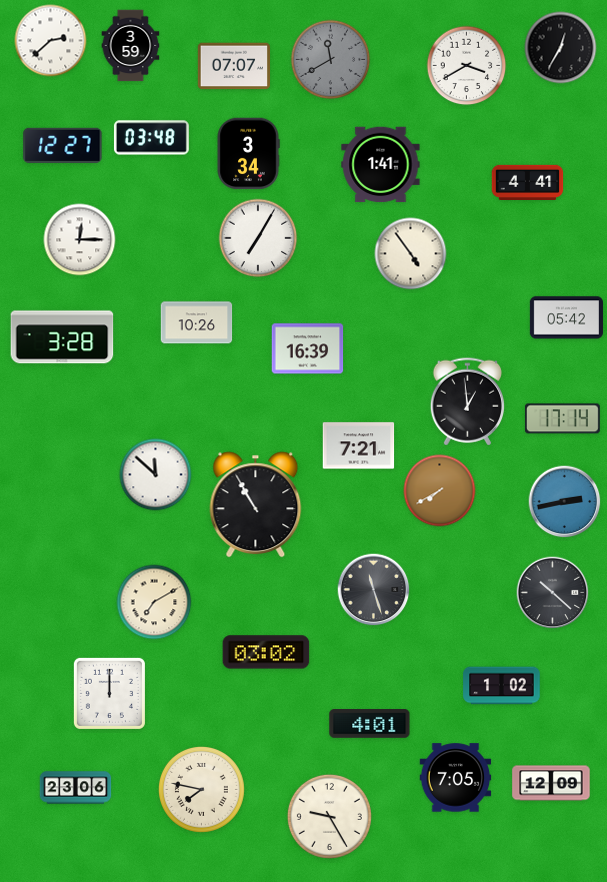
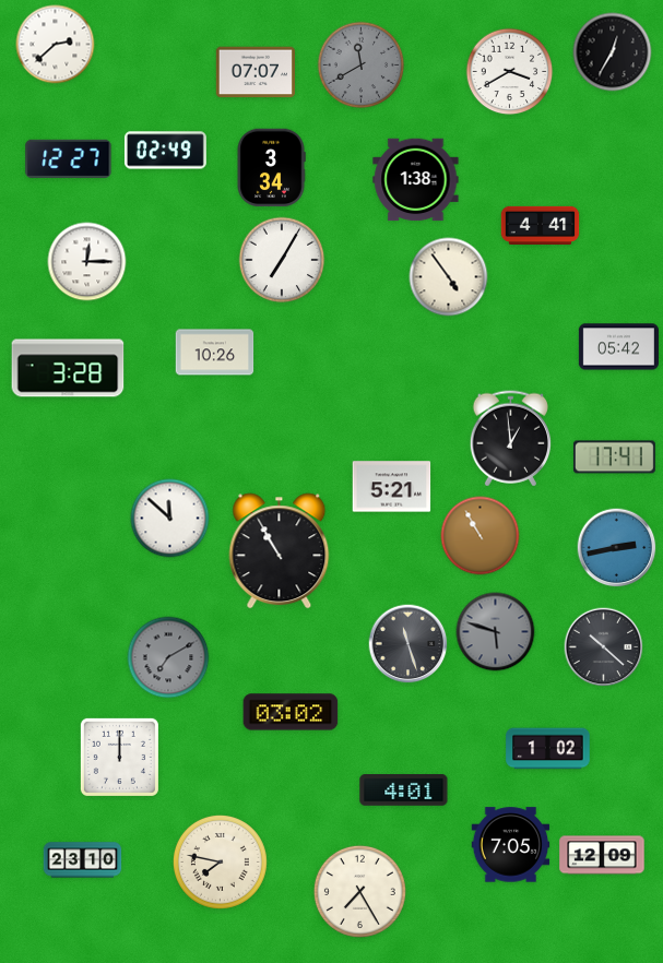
clock at (131, 46): 3:59 -> none
clock at (151, 138): 03:48 -> 02:49
clock at (381, 165): 1:41 -> 1:38
clock at (528, 183) position: (528, 183) -> (541, 226)
clock at (308, 349): 16:39 -> none
clock at (562, 419): 17:14 -> 17:41
clock at (359, 446): 7:21 -> 5:21
clock at (440, 491): 7:40 -> 10:55
clock at (496, 632): none -> 5:48
clock at (154, 602) dial: cream -> grey
clock at (456, 778) position: (456, 778) -> (511, 845)
clock at (76, 788): 23:06 -> 23:10
clock at (329, 816): 9:25 -> 7:25
